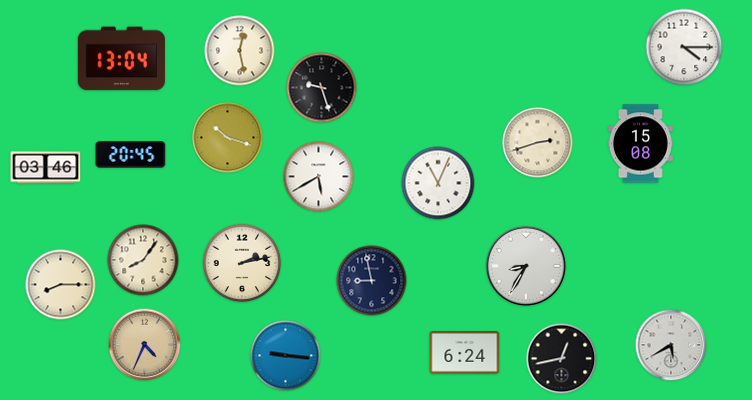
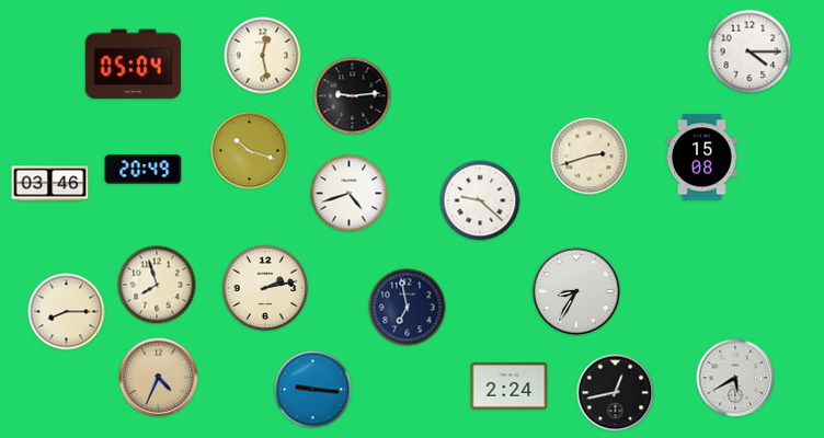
clock at (121, 59): 13:04 -> 05:04
clock at (322, 88): 9:27 -> 9:14
clock at (131, 155): 20:45 -> 20:49
clock at (319, 177): 5:40 -> 4:42
clock at (438, 183): 11:04 -> 9:22
clock at (143, 260): 8:06 -> 7:57
clock at (372, 281): 8:58 -> 6:58
clock at (465, 353): 6:24 -> 2:24
